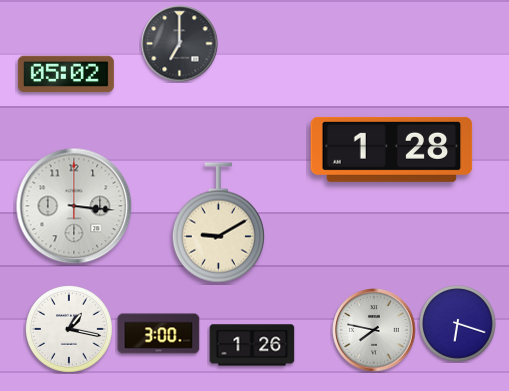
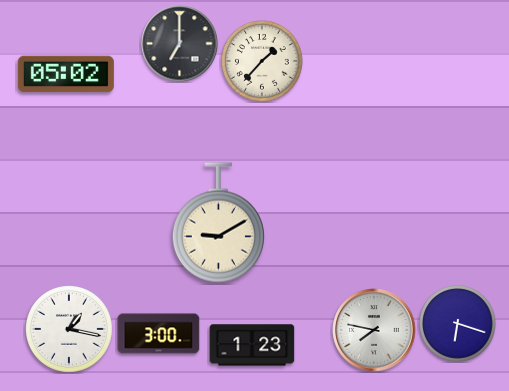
clock at (262, 61): none -> 1:37
clock at (392, 149): 1:28 -> none
clock at (74, 206): 3:16 -> none
clock at (252, 345): 1:26 -> 1:23
